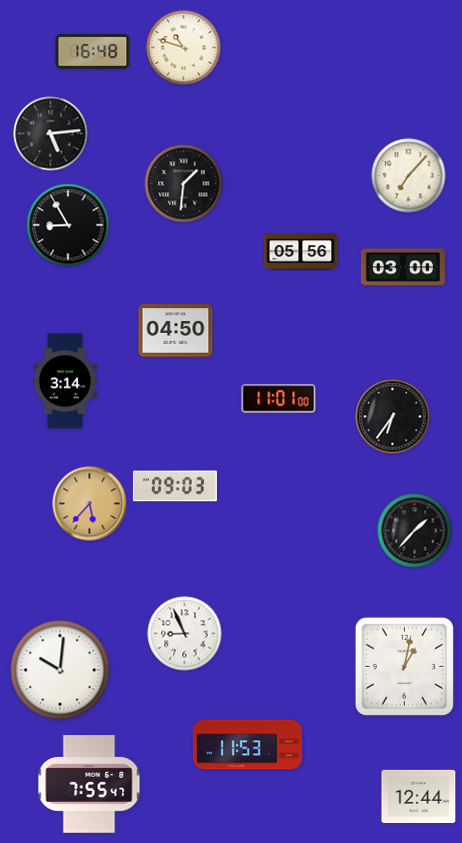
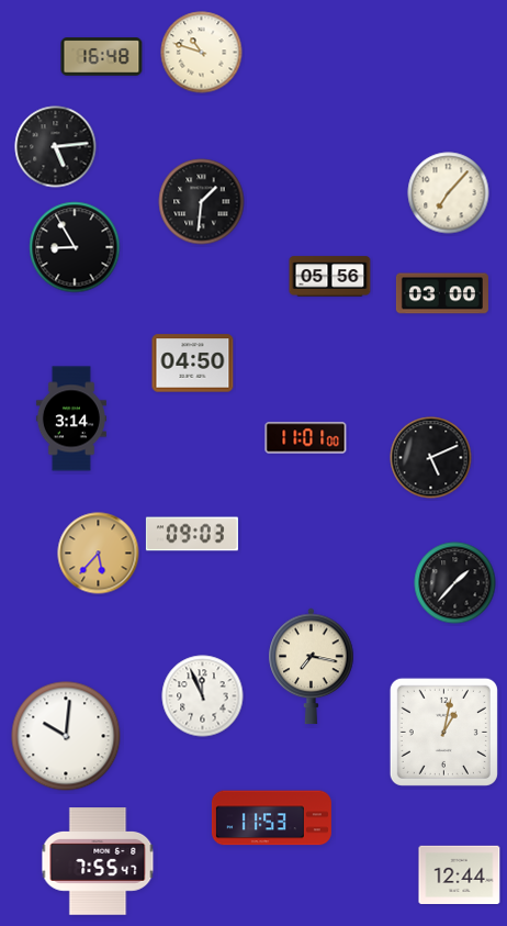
clock at (393, 417): 6:36 -> 5:11
clock at (312, 666): none -> 7:17
clock at (185, 634): 8:56 -> 11:56
